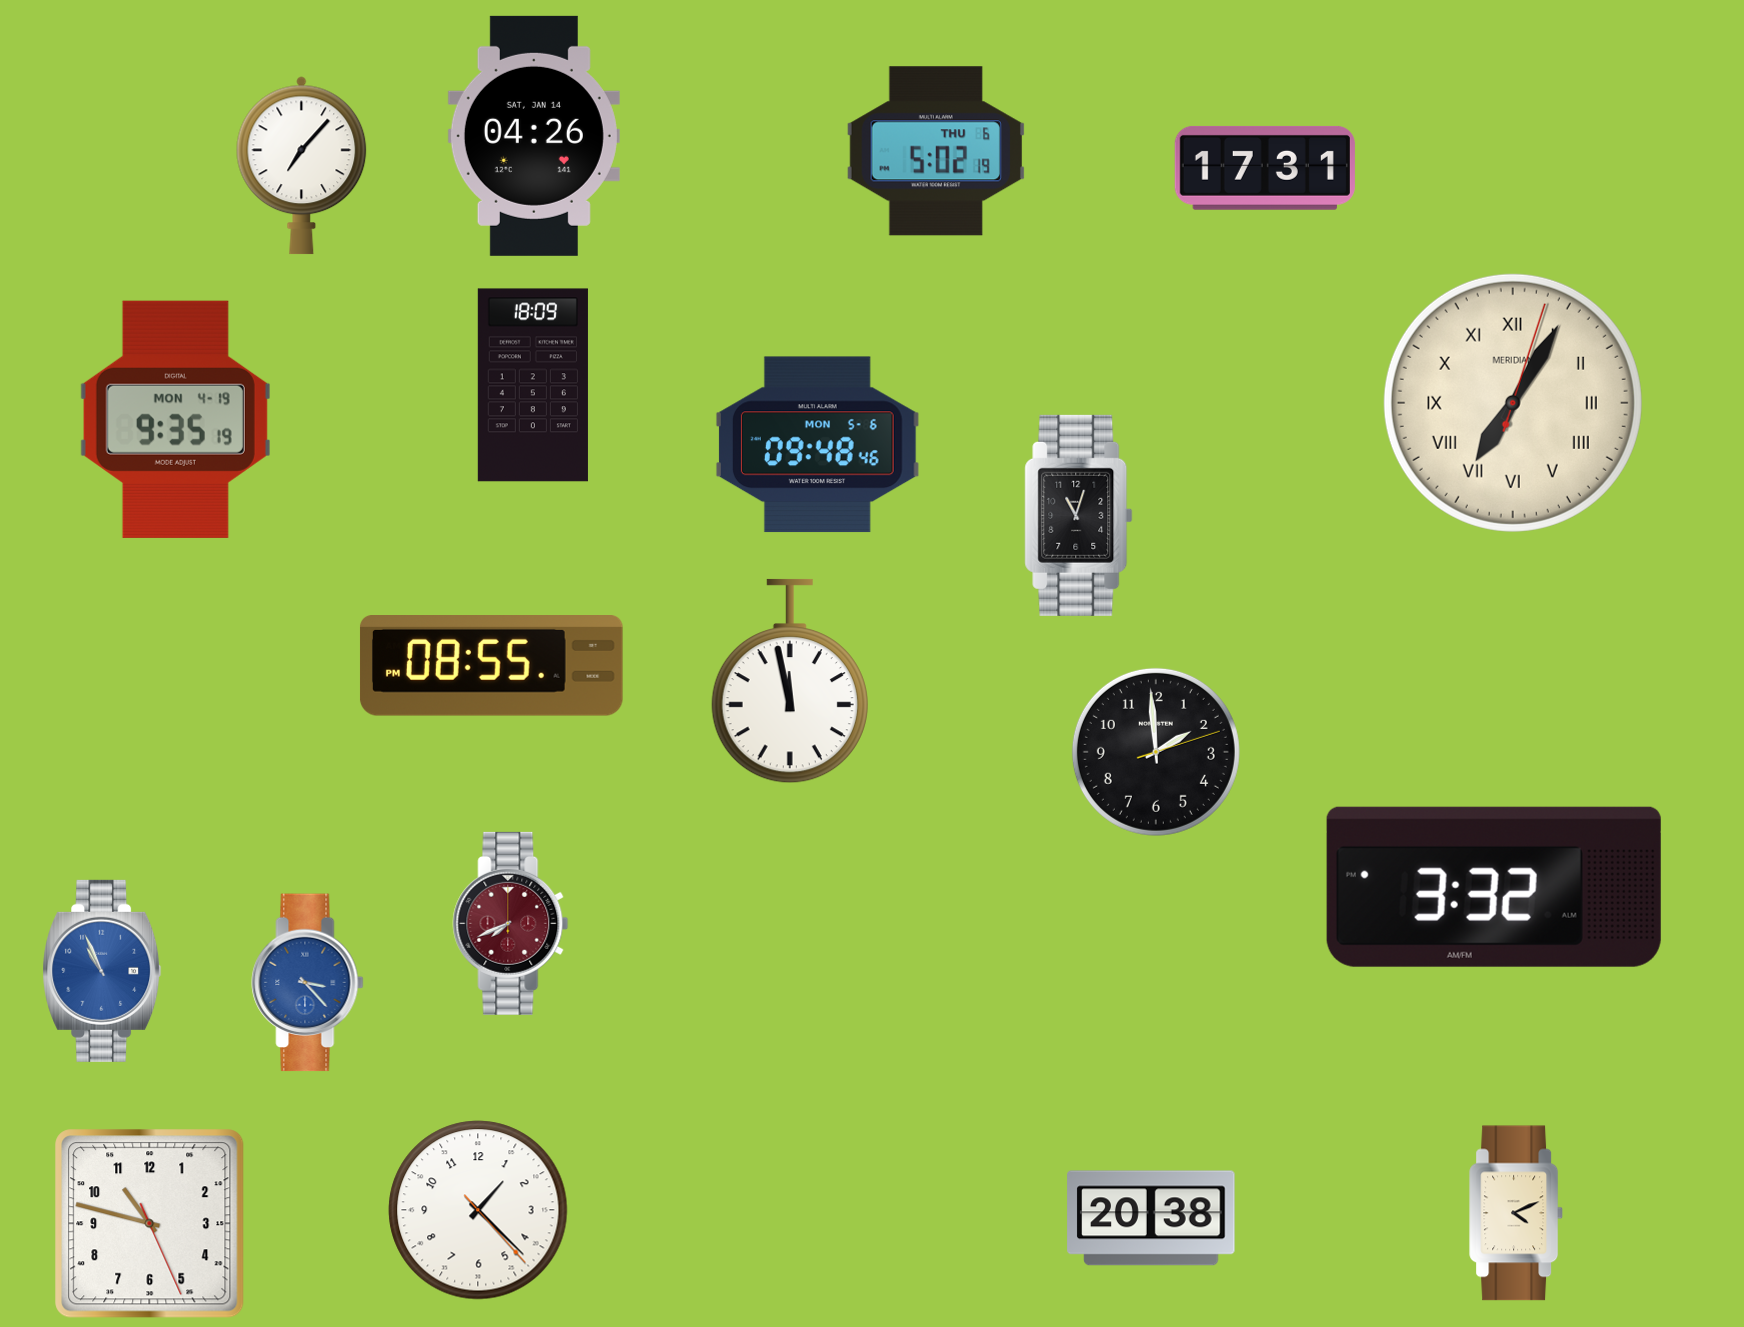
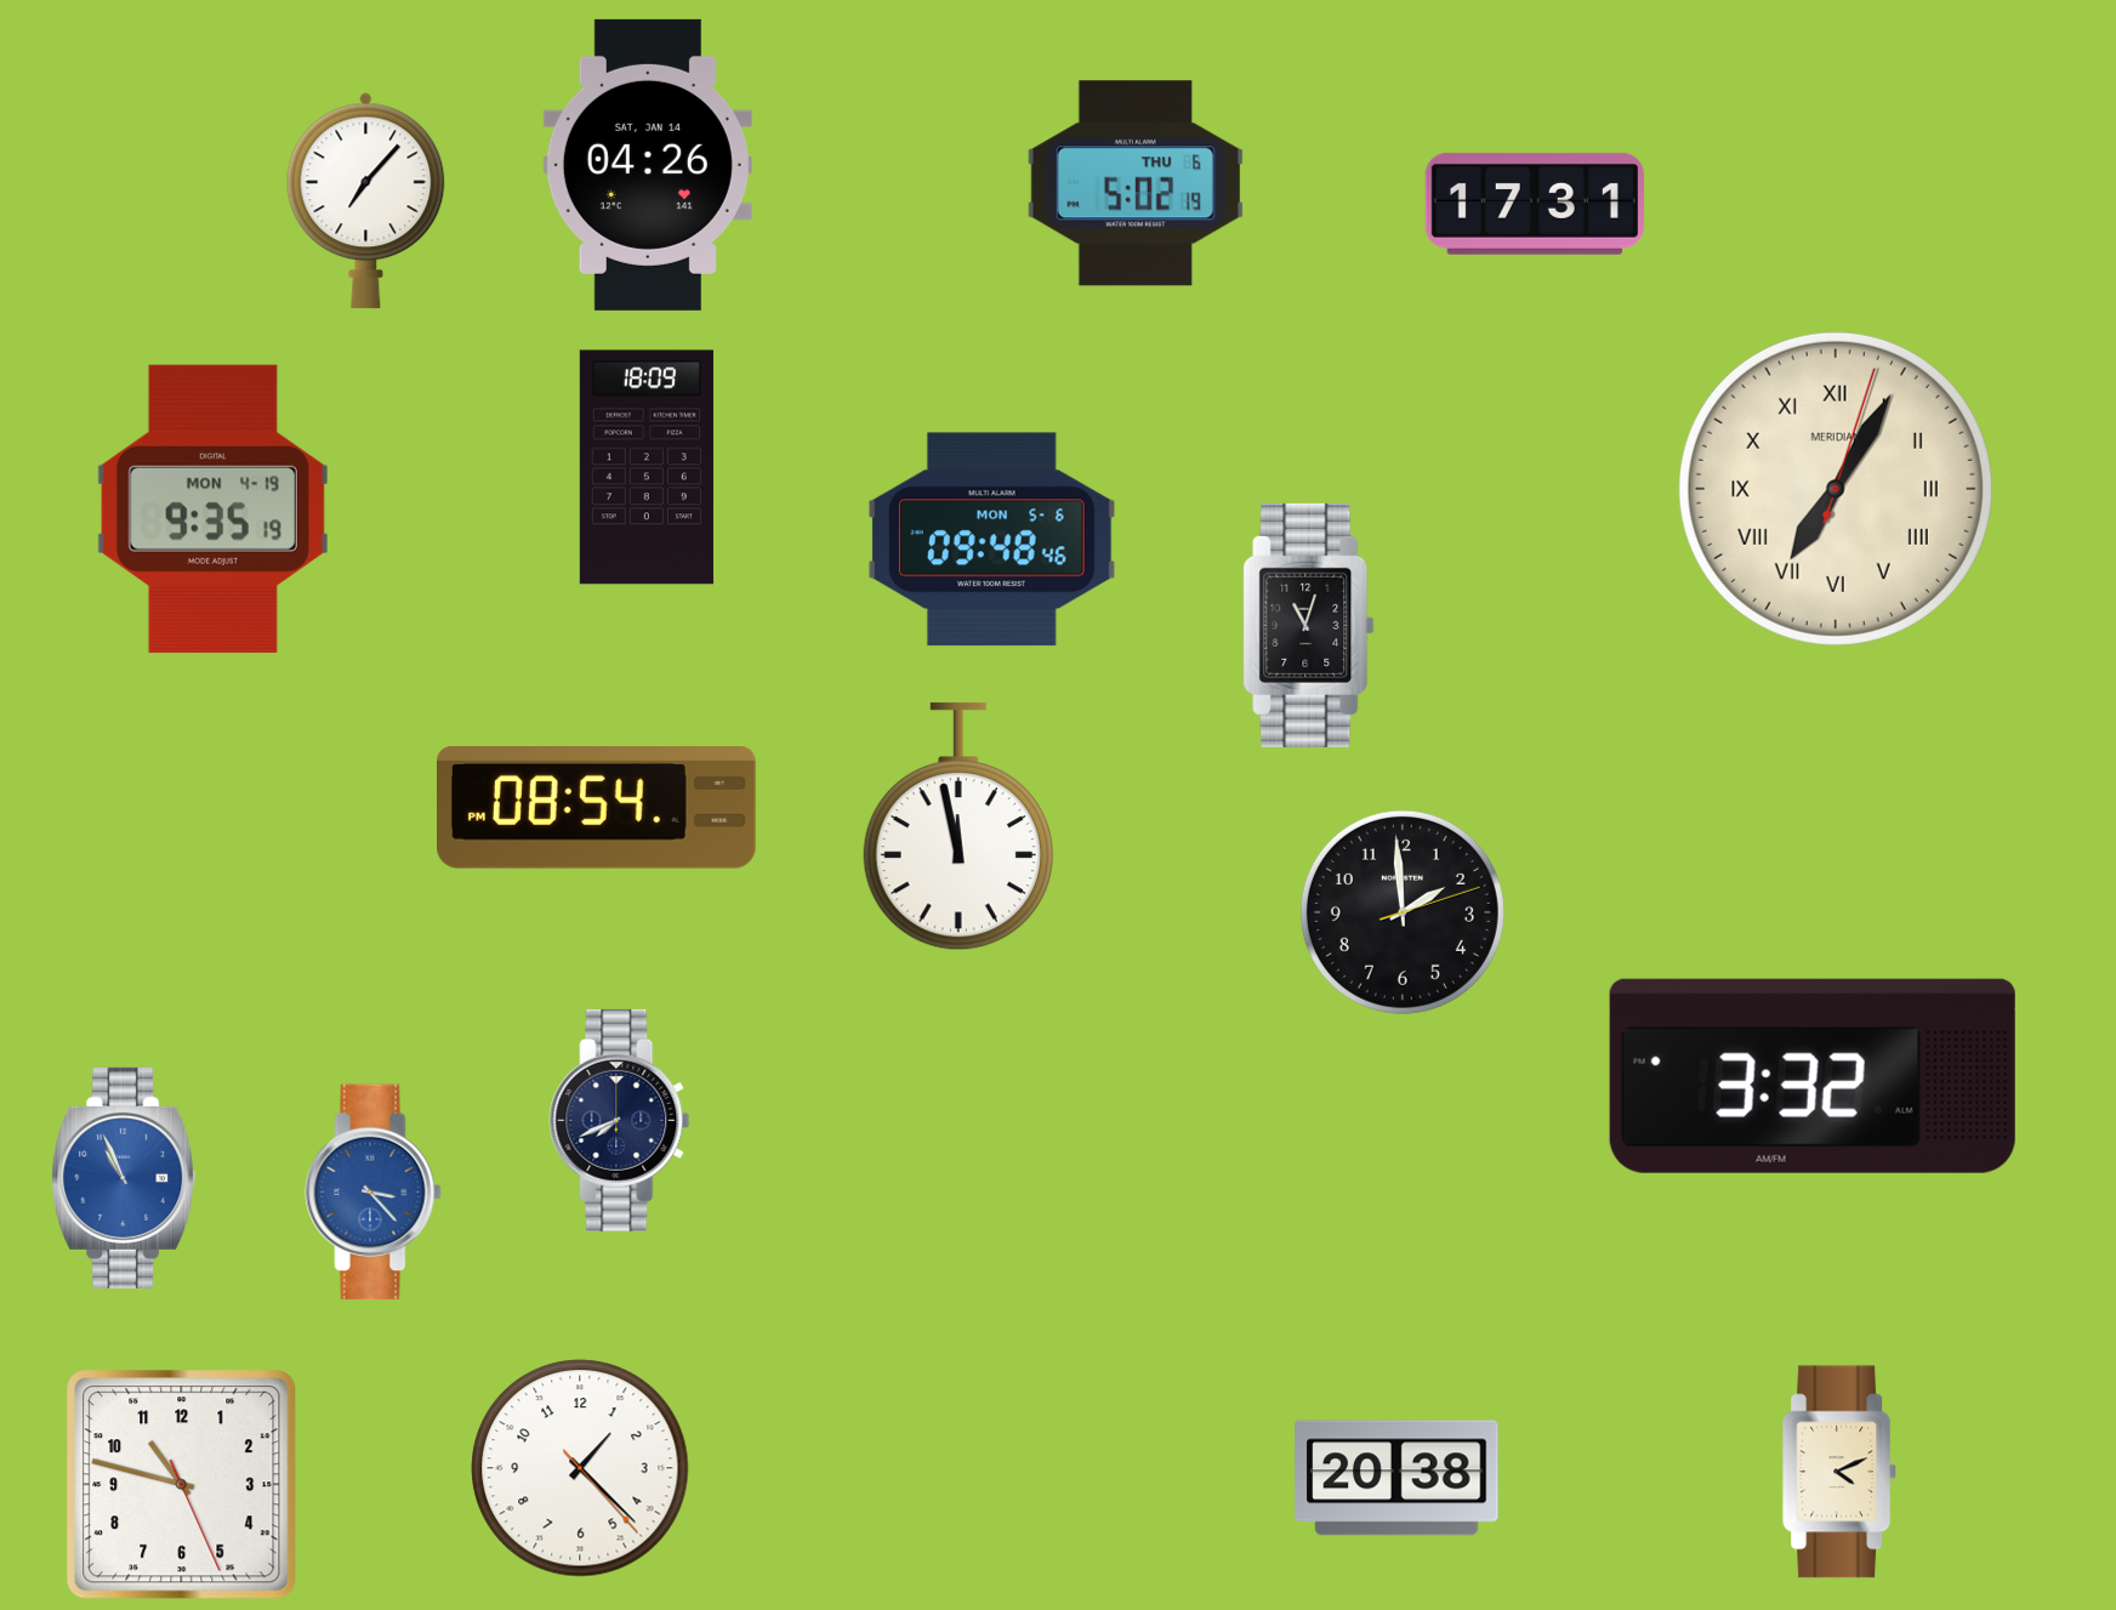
clock at (491, 666): 08:55 -> 08:54
clock at (511, 923) dial: burgundy -> navy
